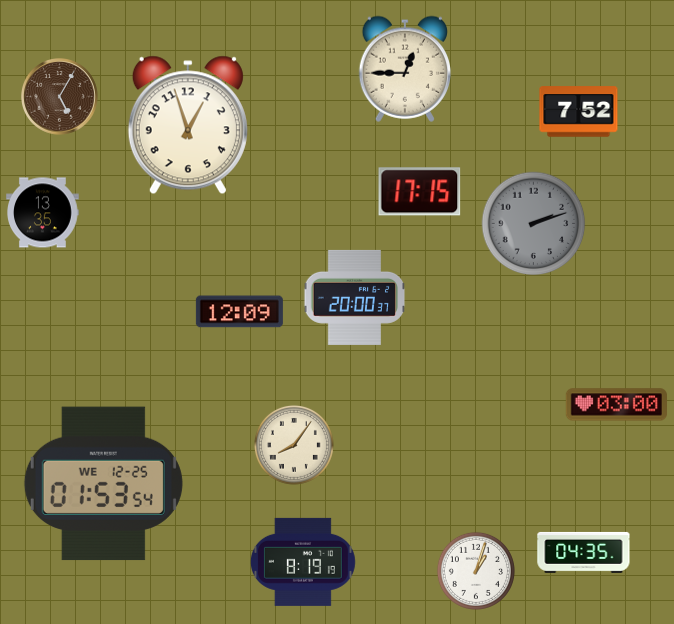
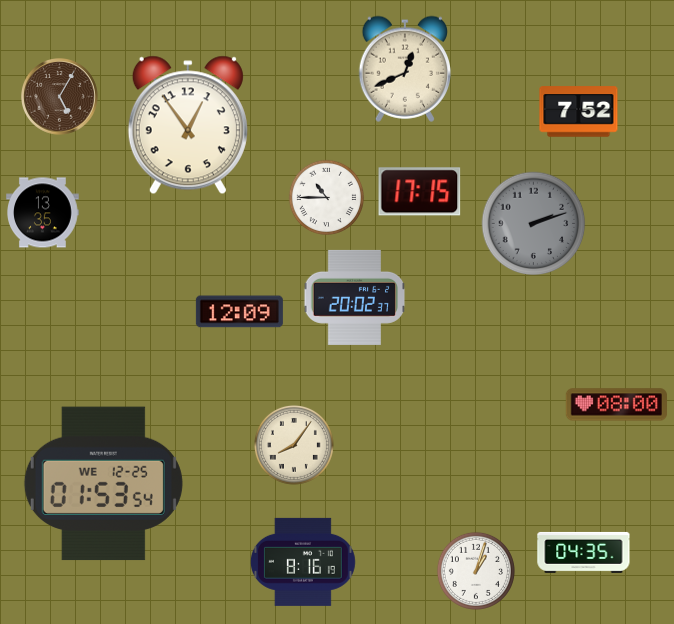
clock at (405, 69): 12:45 -> 12:41
clock at (188, 125): 12:57 -> 12:54
clock at (327, 198): none -> 10:45
clock at (355, 297): 20:00 -> 20:02
clock at (616, 405): 03:00 -> 08:00
clock at (303, 562): 8:19 -> 8:16
